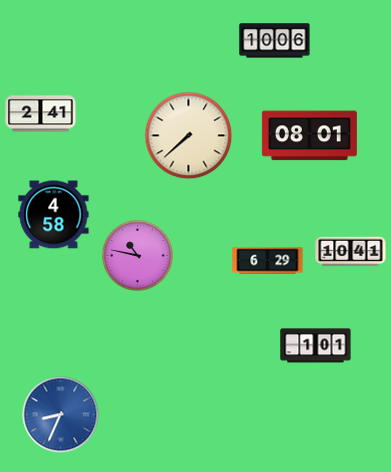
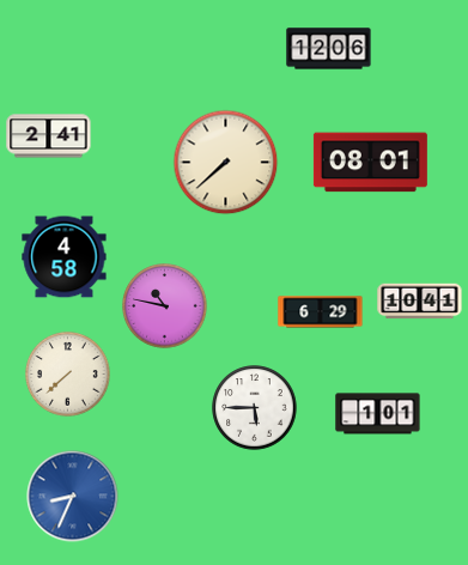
clock at (275, 41): 10:06 -> 12:06
clock at (68, 375): none -> 7:38
clock at (255, 408): none -> 5:45
